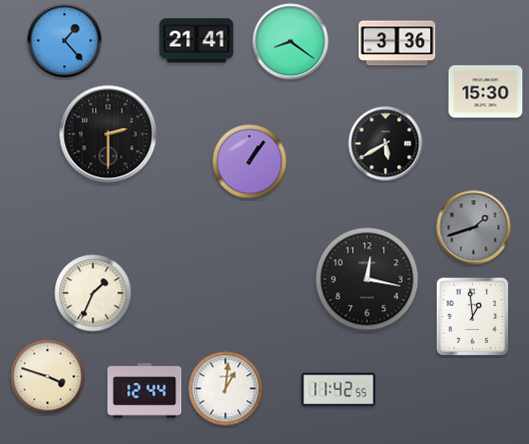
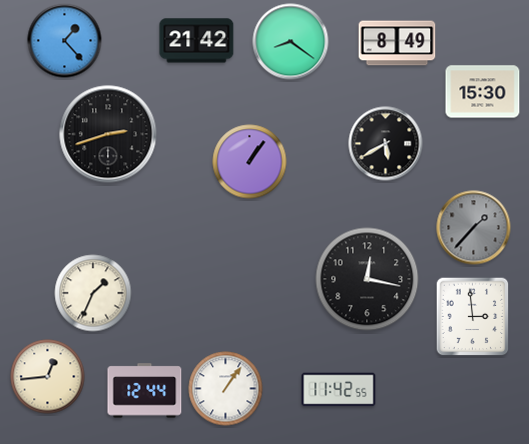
clock at (197, 41): 21:41 -> 21:42
clock at (397, 43): 3:36 -> 8:49
clock at (486, 92) position: (486, 92) -> (483, 92)
clock at (108, 134): 2:30 -> 2:42
clock at (474, 228): 1:42 -> 1:37
clock at (473, 317): 12:59 -> 2:59
clock at (48, 377): 3:48 -> 12:44
clock at (226, 389): 1:01 -> 1:06
